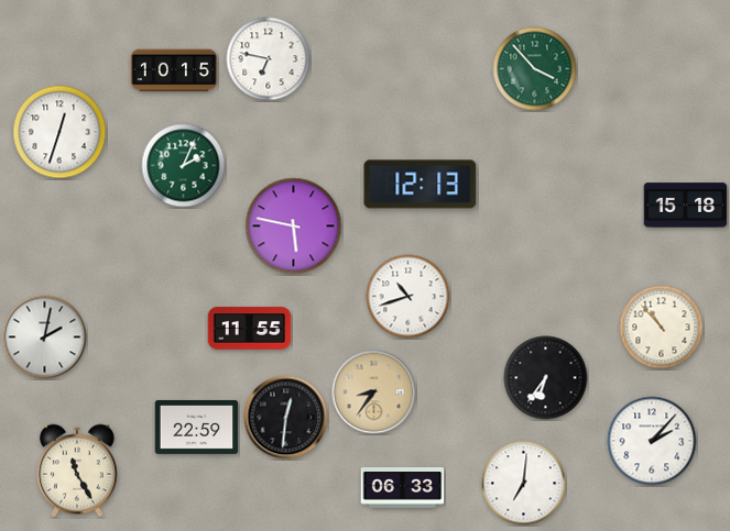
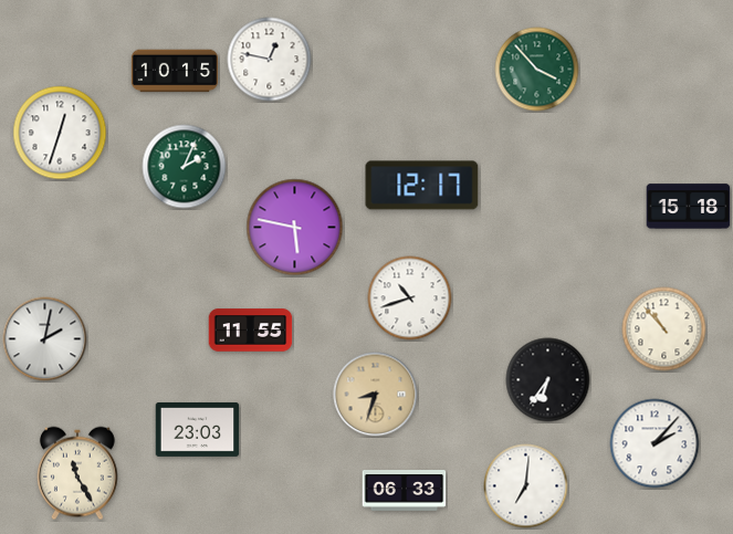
clock at (269, 59): 6:47 -> 12:47
clock at (421, 185): 12:13 -> 12:17
clock at (374, 392): 8:36 -> 8:33
clock at (286, 418): 12:31 -> none
clock at (197, 427): 22:59 -> 23:03
